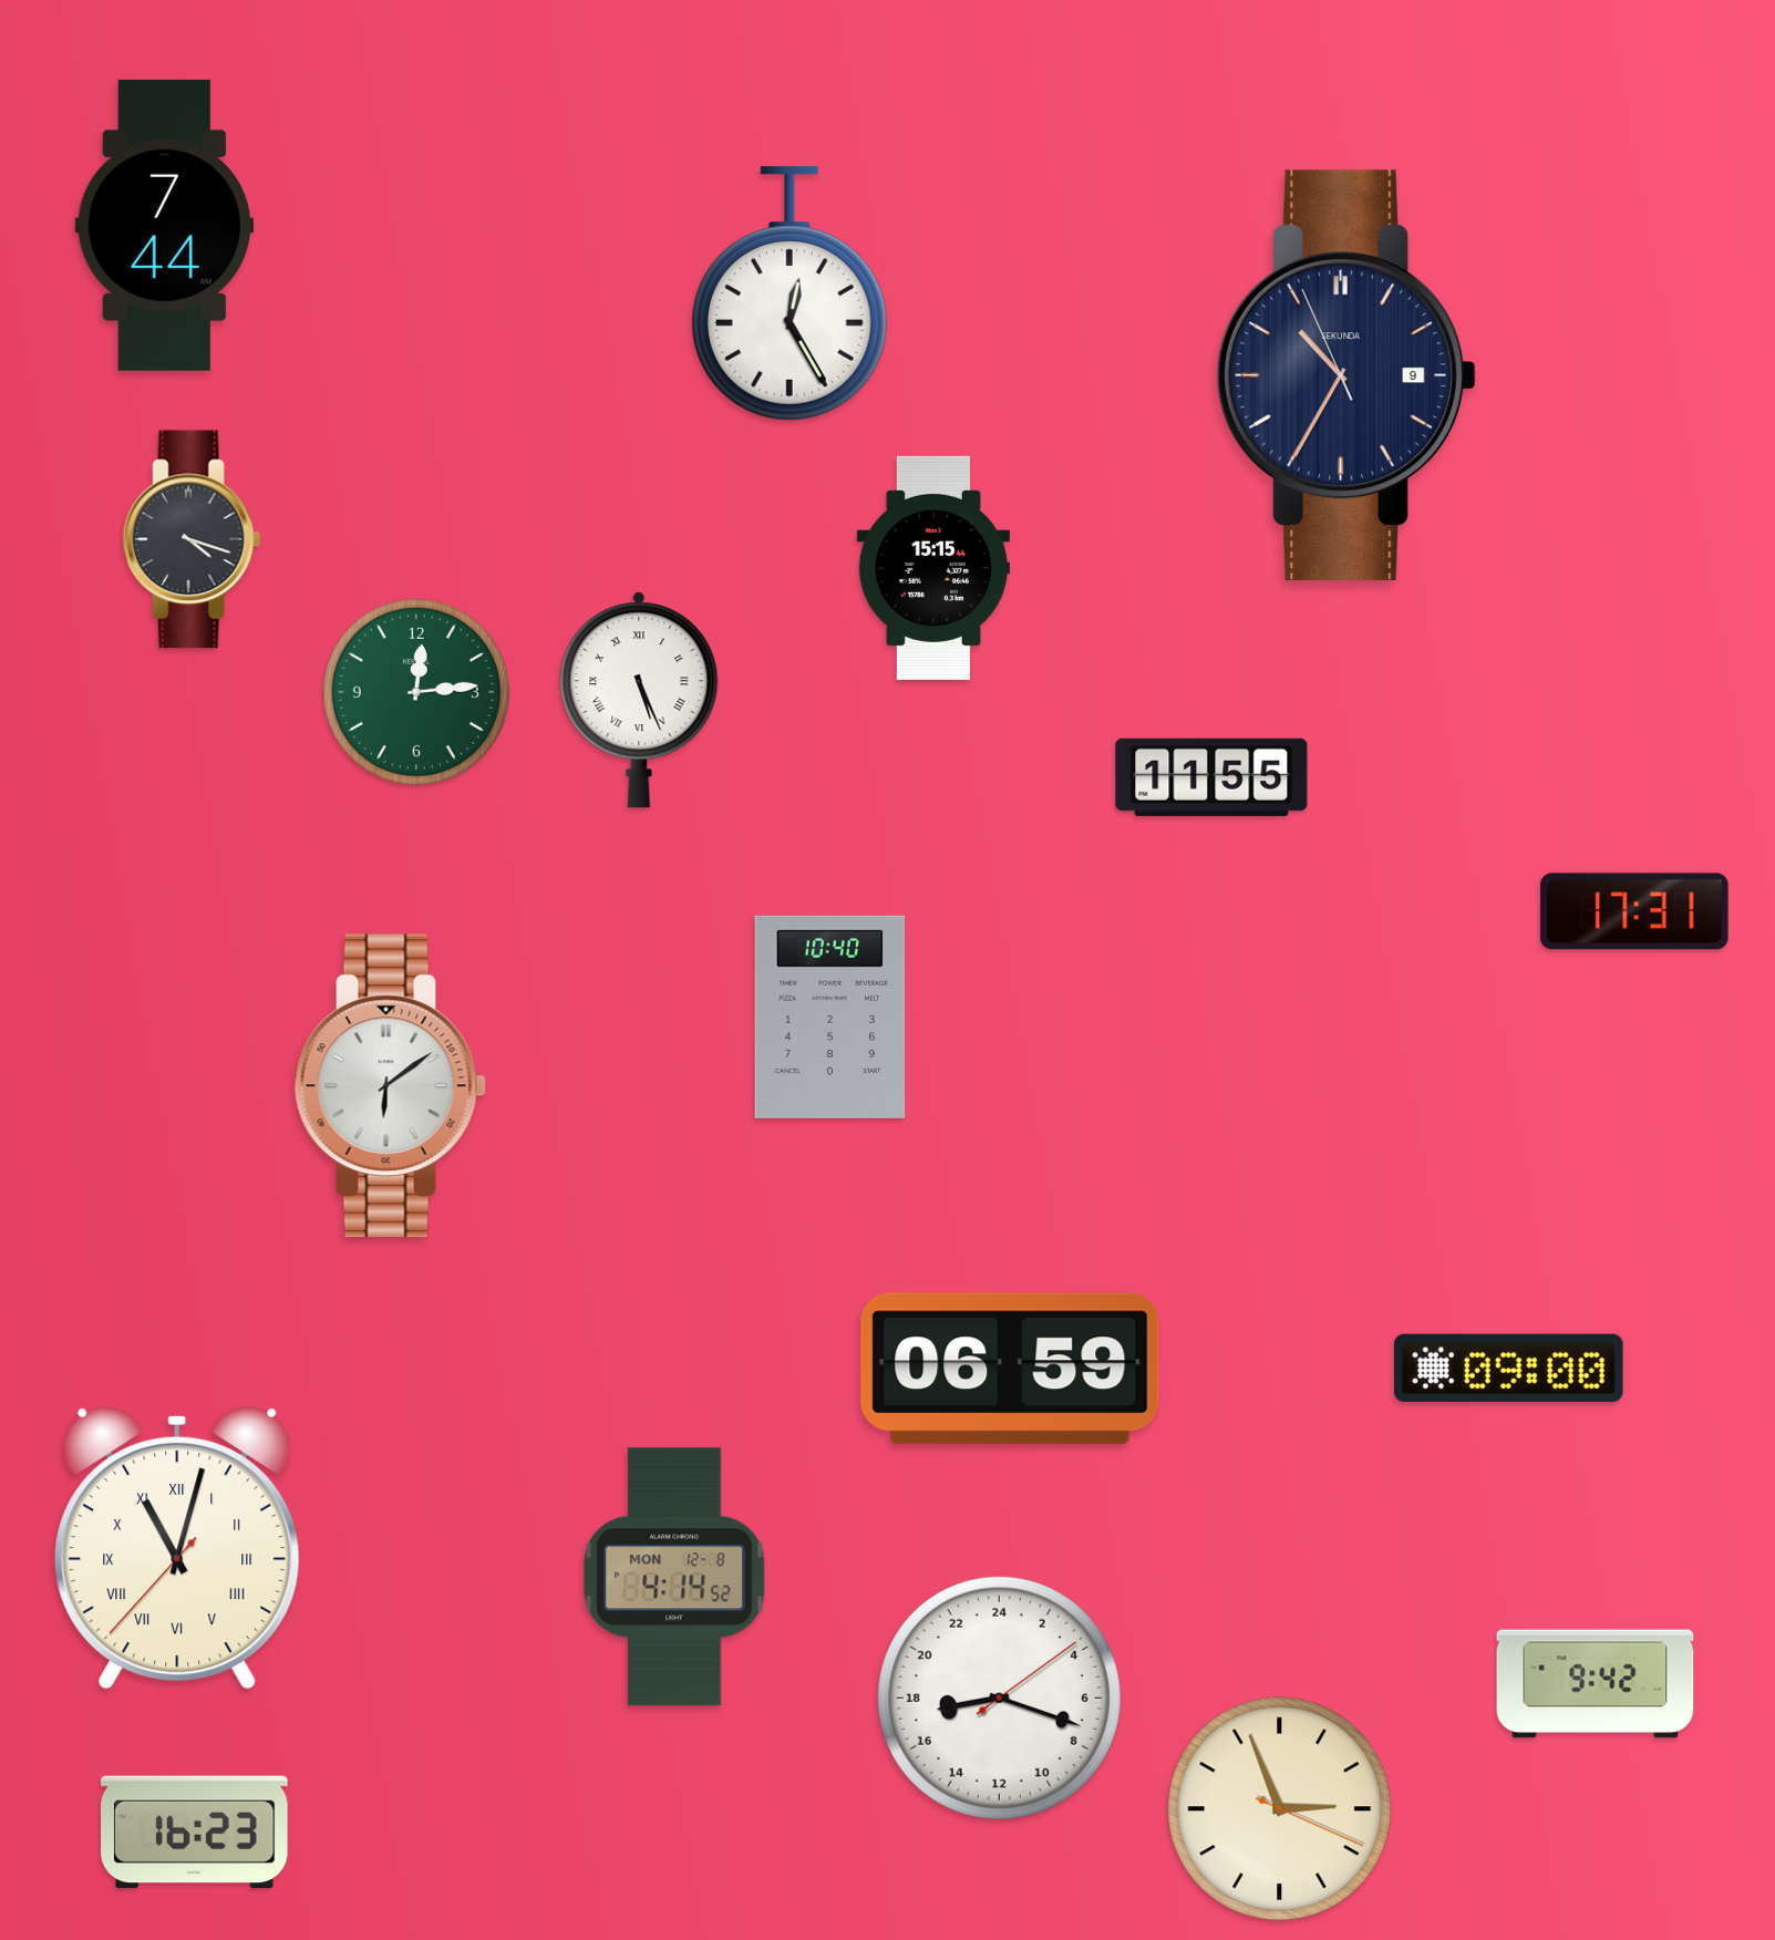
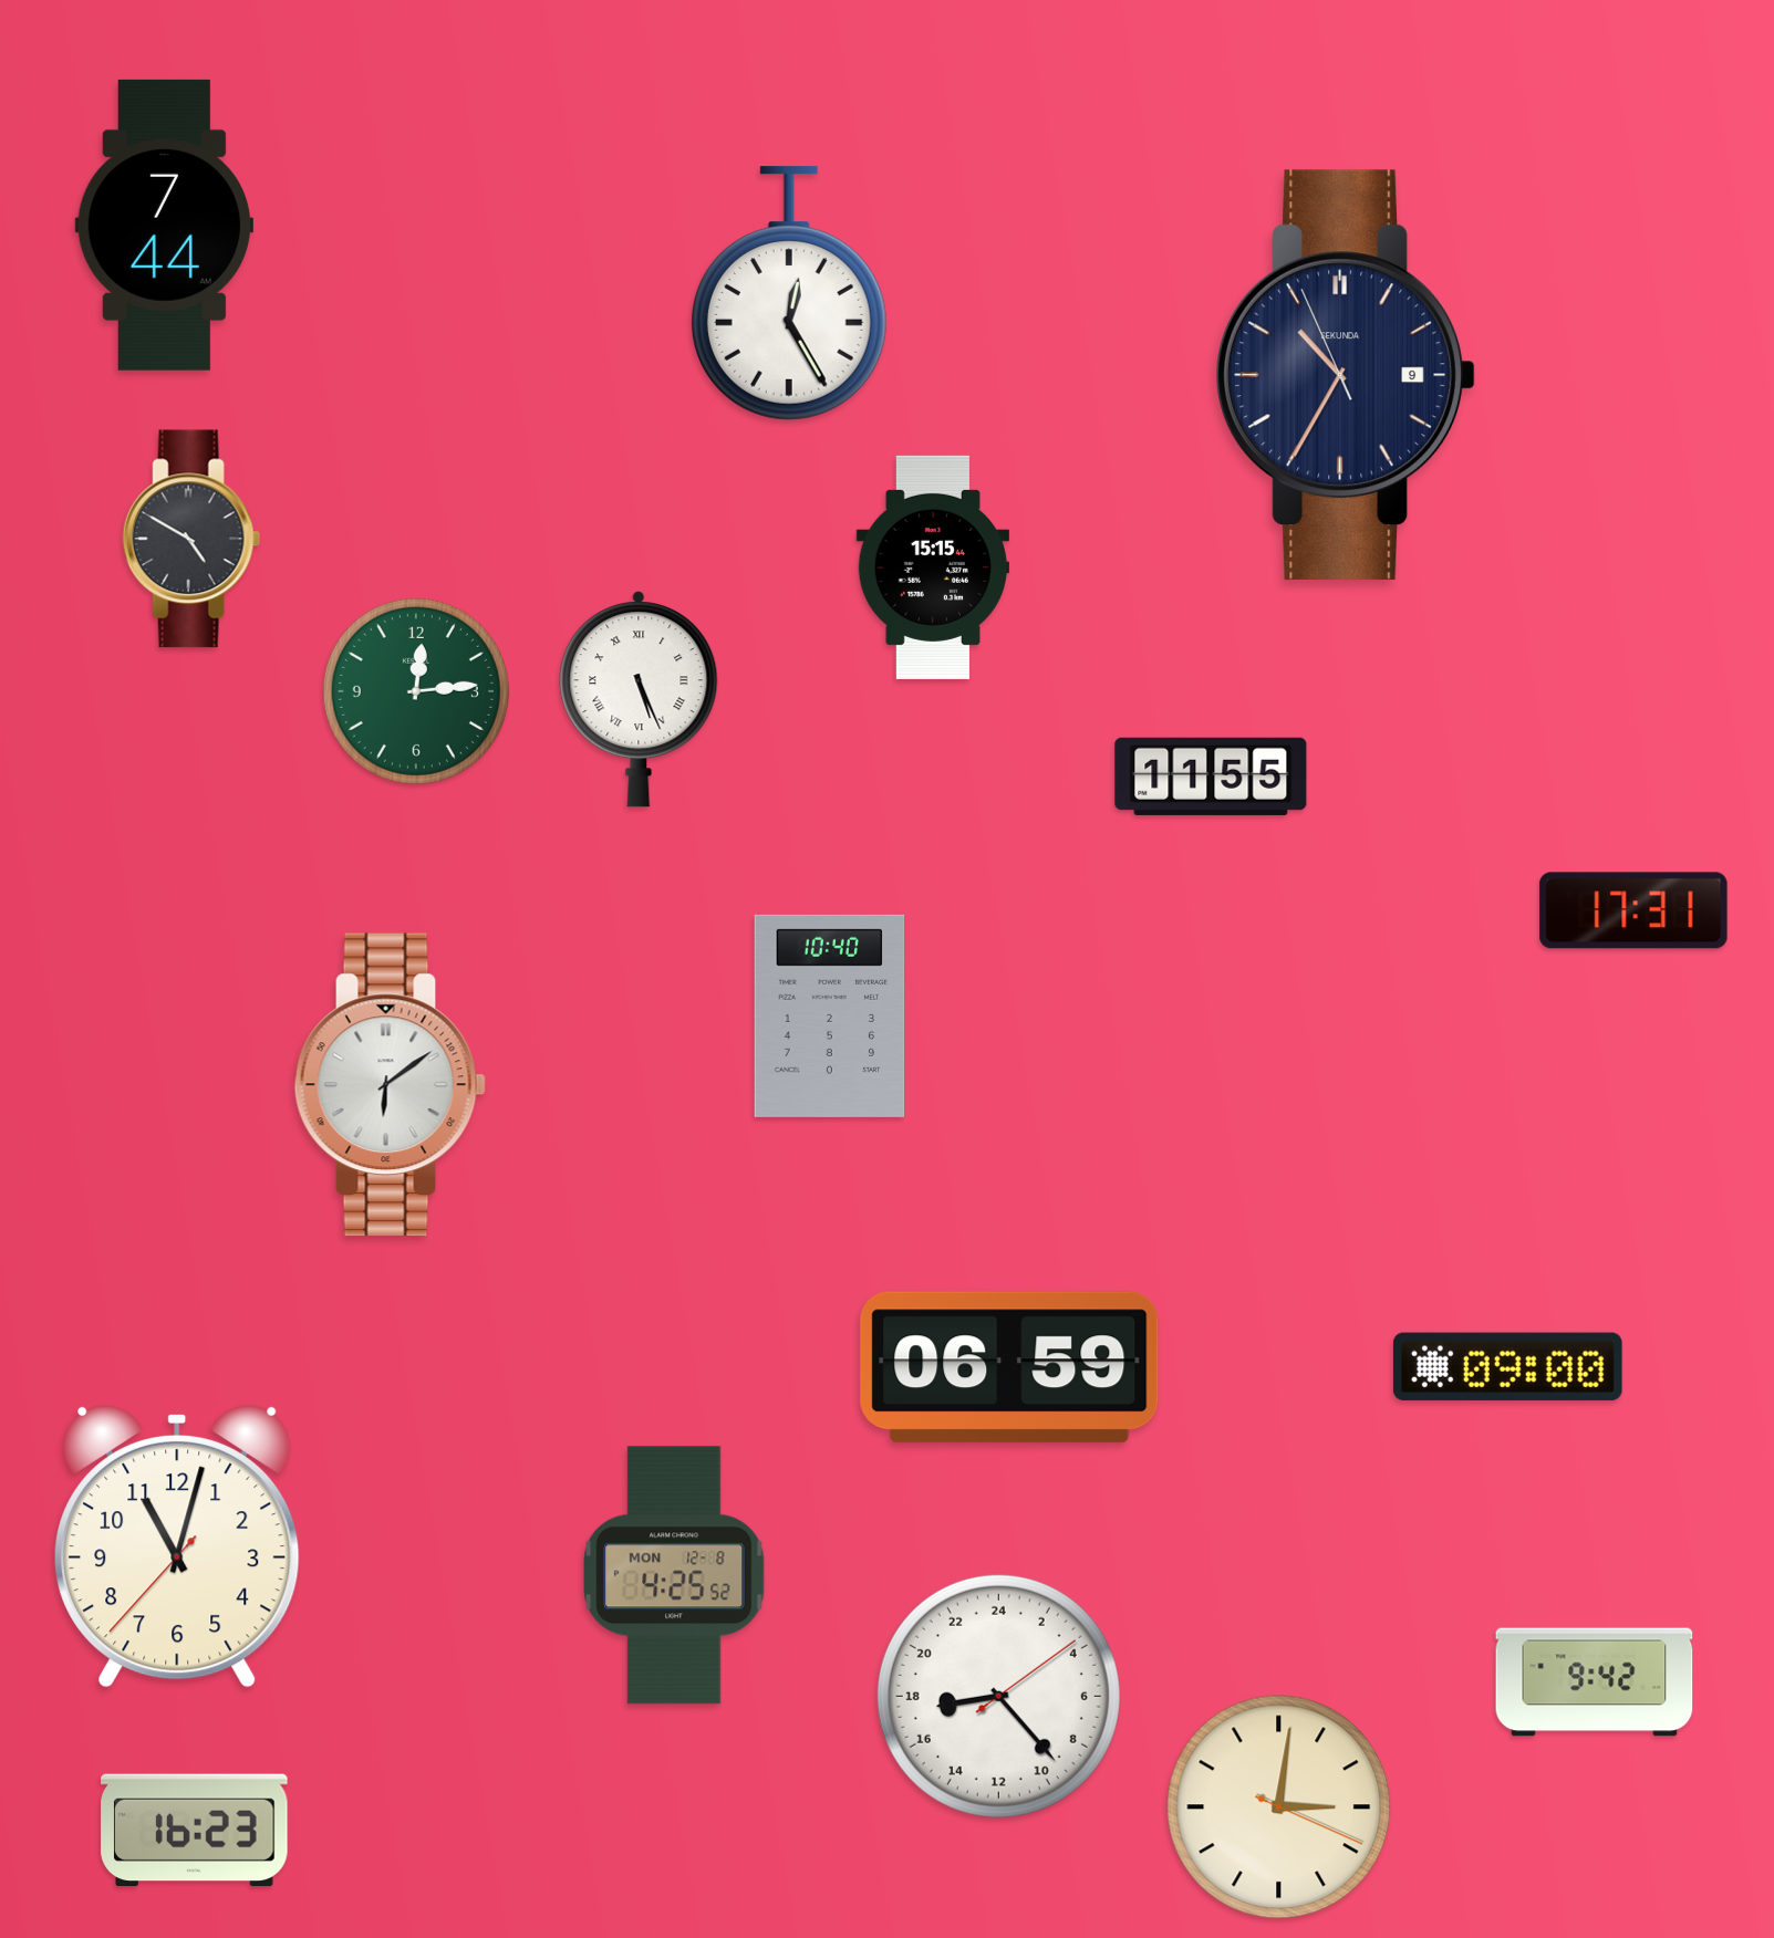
clock at (192, 539): 4:18 -> 4:50
clock at (177, 1548) numerals: Roman -> Arabic
clock at (674, 1577): 4:14 -> 4:25
clock at (999, 1697): 17:18 -> 17:23
clock at (1280, 1809): 2:56 -> 3:01
